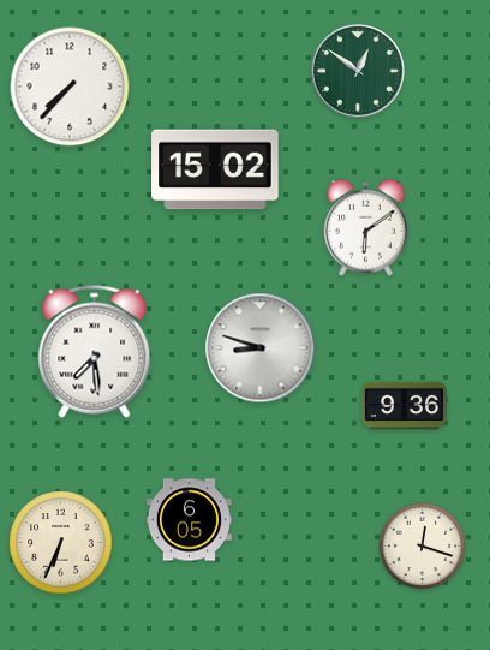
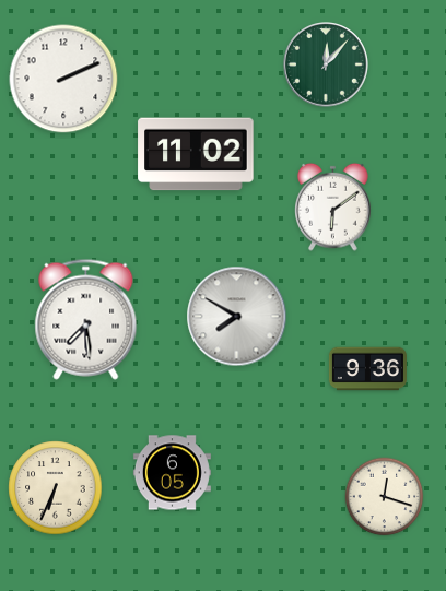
clock at (358, 71): 12:51 -> 12:07
clock at (70, 87): 7:37 -> 2:11
clock at (215, 169): 15:02 -> 11:02
clock at (261, 348): 8:48 -> 7:50
clock at (61, 543) position: (61, 543) -> (56, 488)
